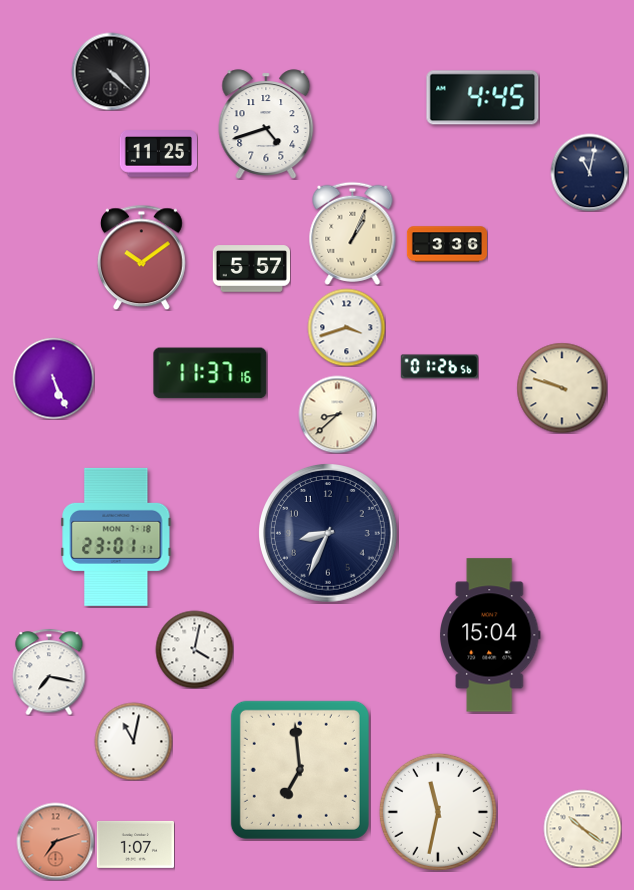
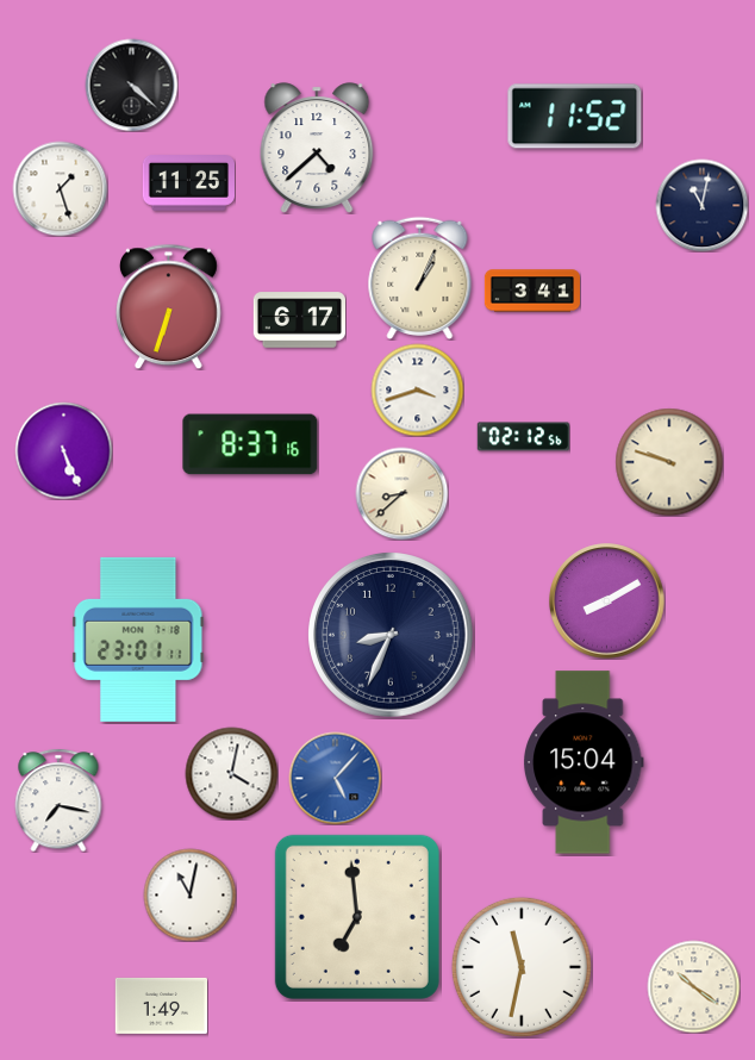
clock at (483, 98): 4:45 -> 11:52
clock at (266, 124): 4:42 -> 4:38
clock at (60, 188): none -> 1:27
clock at (447, 244): 3:36 -> 3:41
clock at (141, 257): 10:09 -> 6:33
clock at (251, 269): 5:57 -> 6:17
clock at (346, 327) position: (346, 327) -> (417, 389)
clock at (439, 367): 01:26 -> 02:12
clock at (210, 373): 11:37 -> 8:37
clock at (607, 601): none -> 8:10
clock at (491, 635) position: (491, 635) -> (585, 762)
clock at (335, 778): none -> 5:07
clock at (133, 741) position: (133, 741) -> (189, 894)
clock at (55, 841): 7:12 -> none
clock at (135, 844): 1:07 -> 1:49
